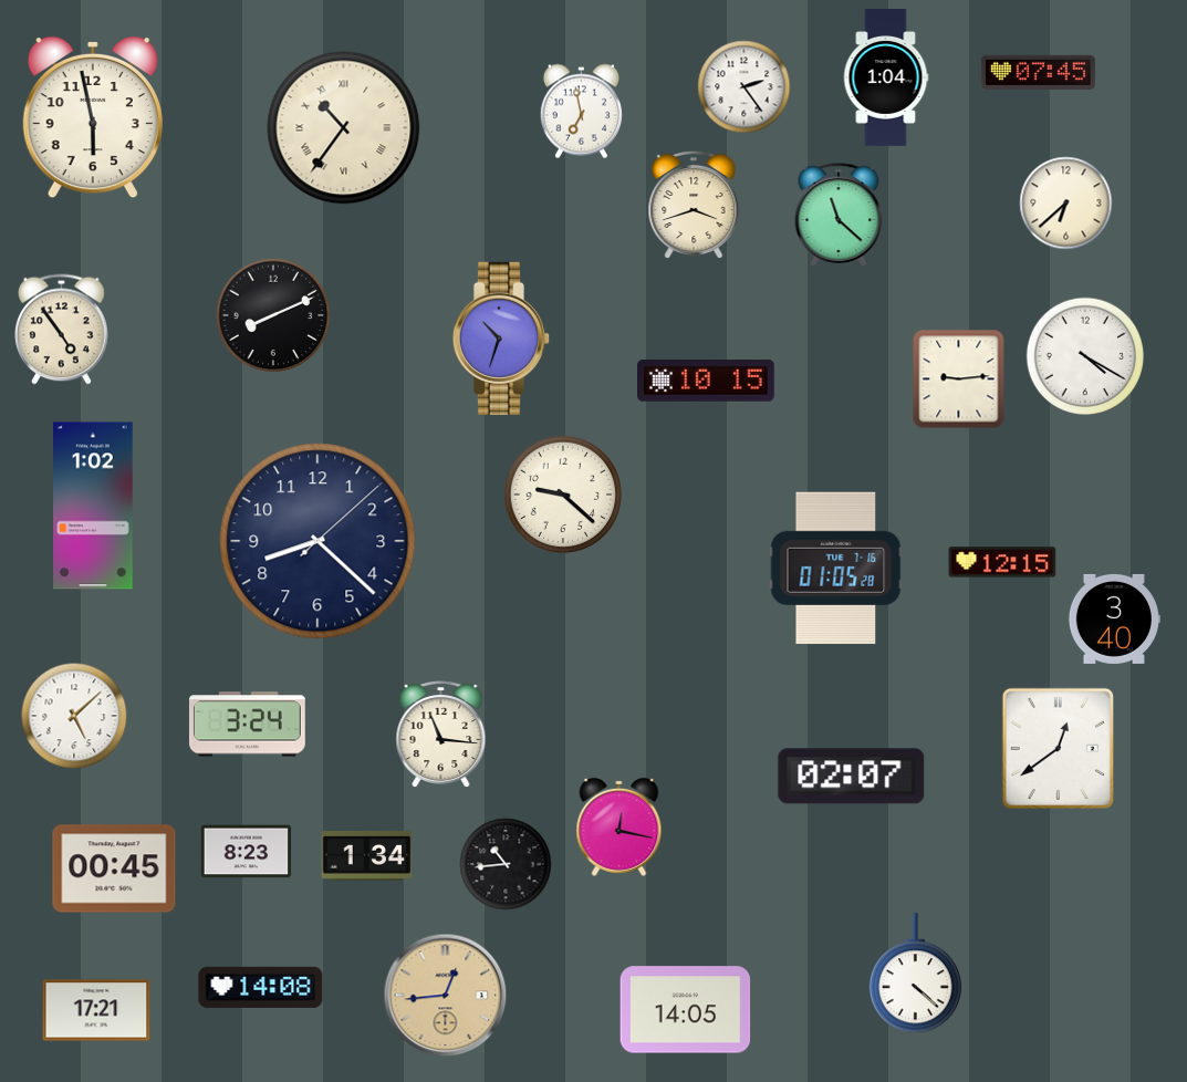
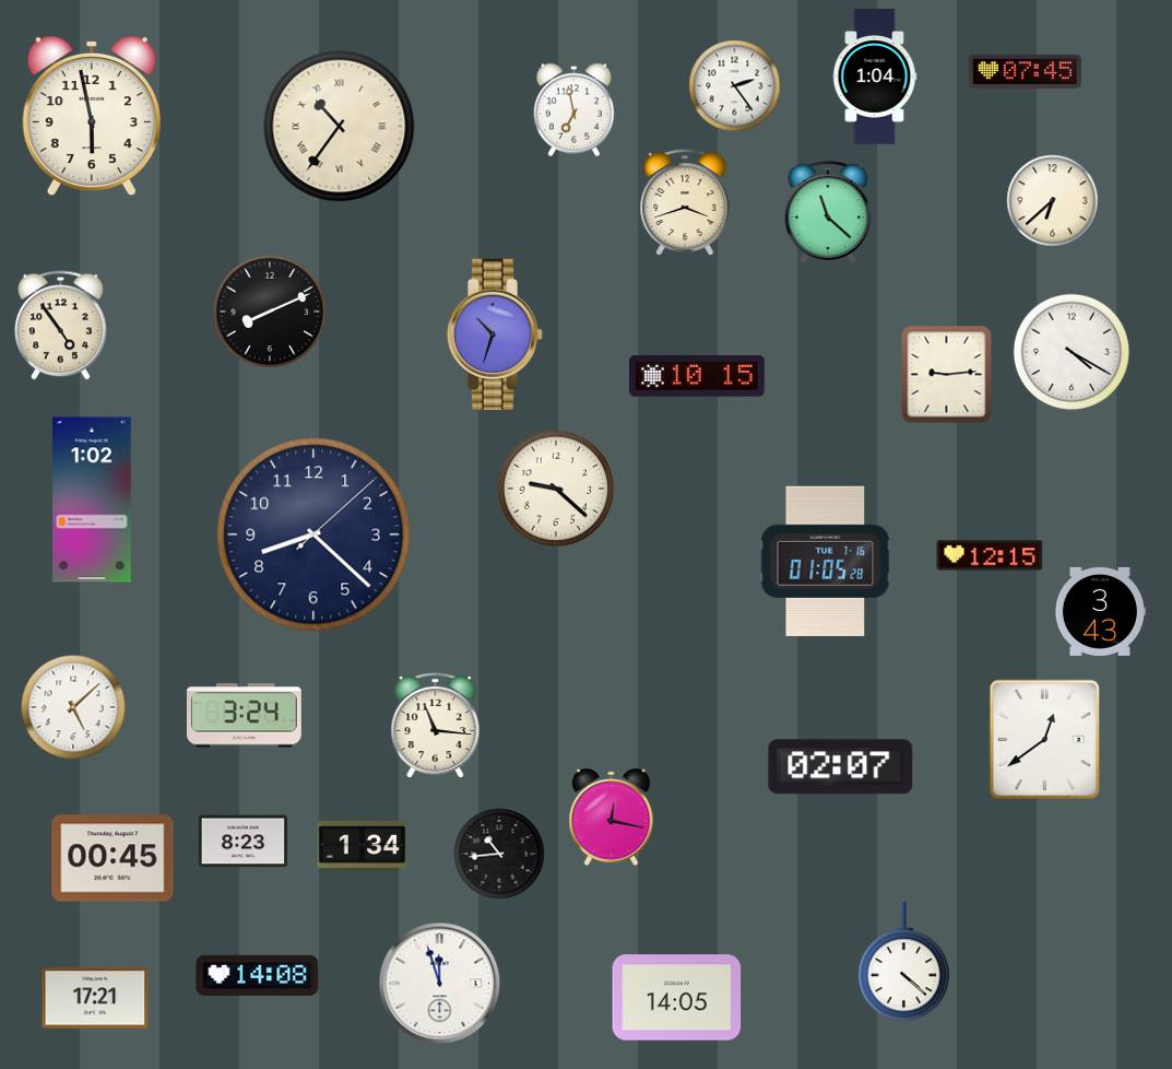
clock at (1114, 618): 3:40 -> 3:43
clock at (446, 996): 12:44 -> 11:57
clock at (446, 996) dial: champagne -> white
